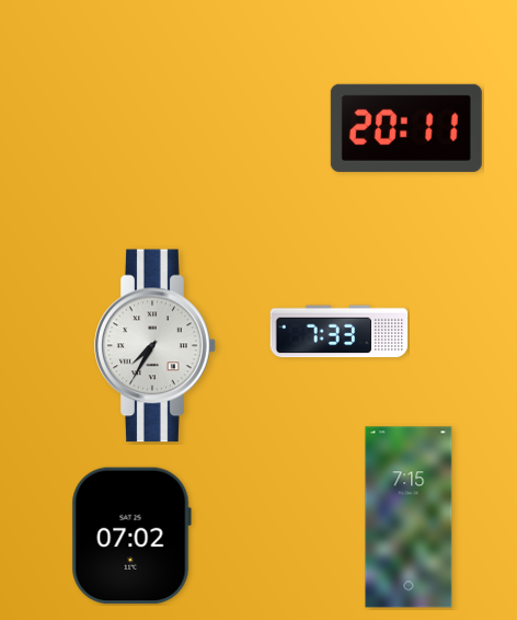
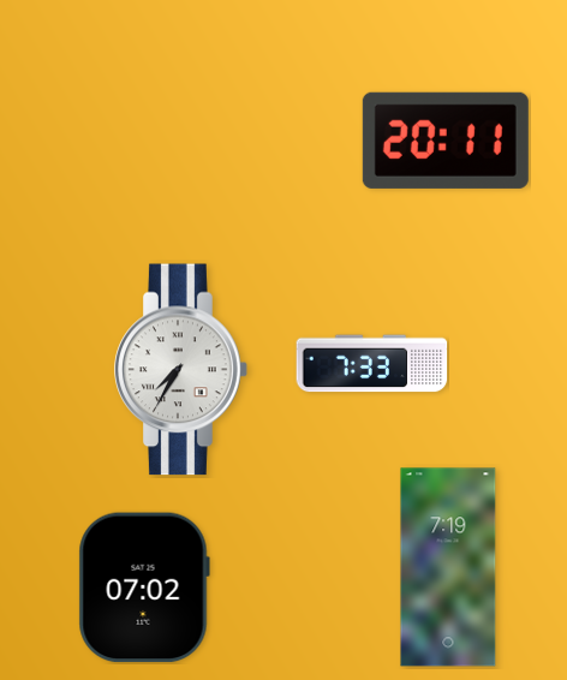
clock at (156, 346) position: (156, 346) -> (181, 370)
clock at (409, 517): 7:15 -> 7:19
